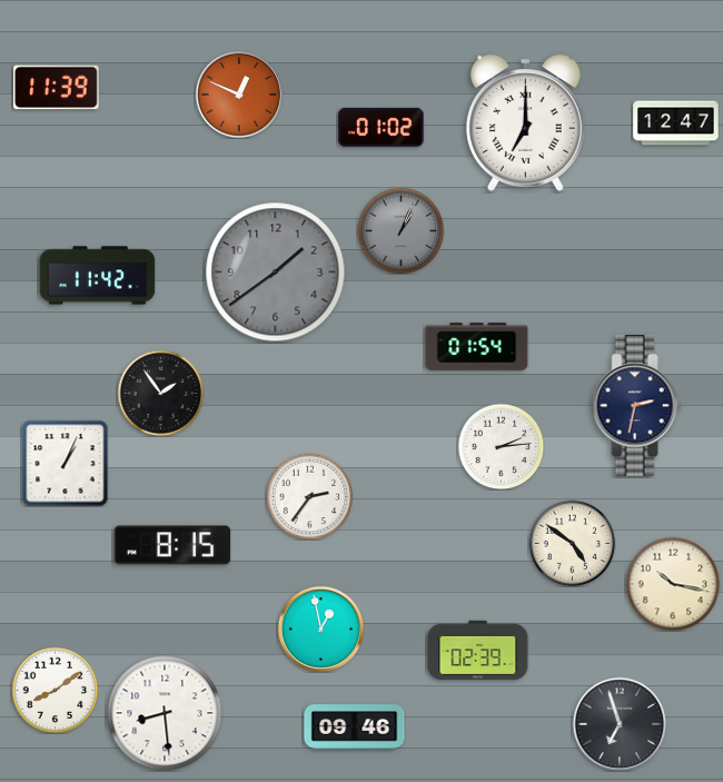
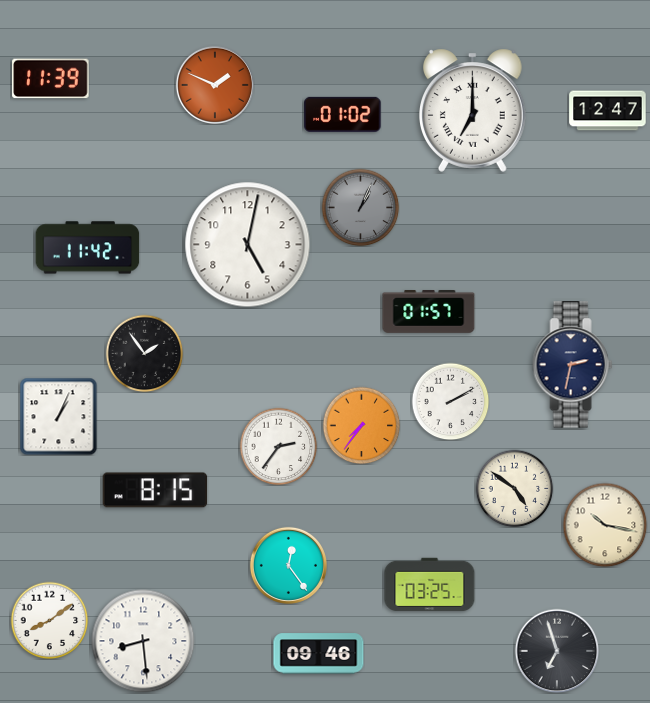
clock at (238, 93): 12:49 -> 1:49
clock at (276, 273): 1:39 -> 5:02
clock at (276, 273) dial: grey -> white
clock at (477, 347): 01:54 -> 01:57
clock at (501, 446): 2:14 -> 2:10
clock at (361, 425): none -> 7:36
clock at (320, 628): 12:58 -> 12:24
clock at (478, 651): 02:39 -> 03:25
clock at (165, 713) position: (165, 713) -> (143, 641)
